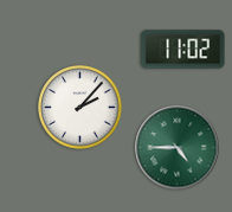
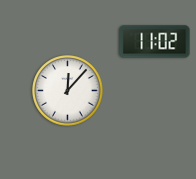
clock at (80, 108): 2:07 -> 12:07
clock at (178, 148): 4:45 -> none
